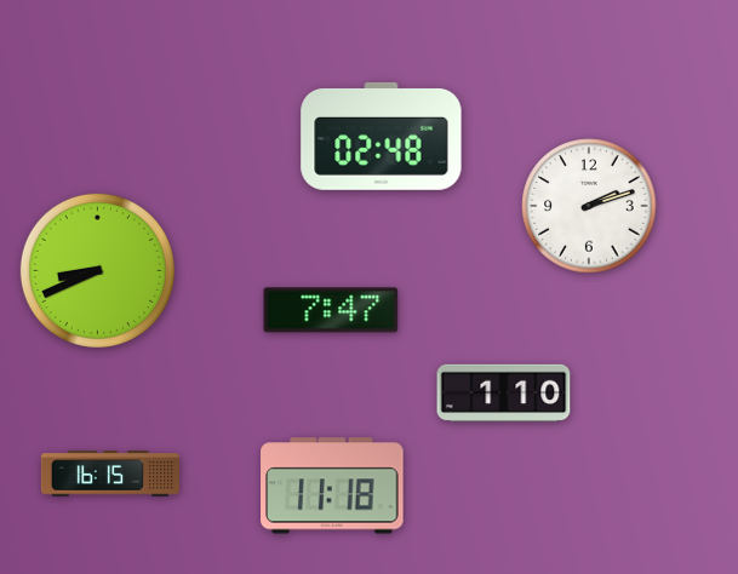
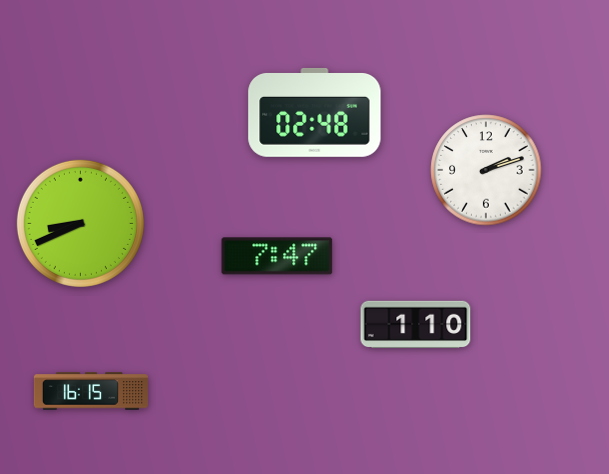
clock at (331, 310) position: (331, 310) -> (277, 256)
clock at (332, 486): 11:18 -> none
